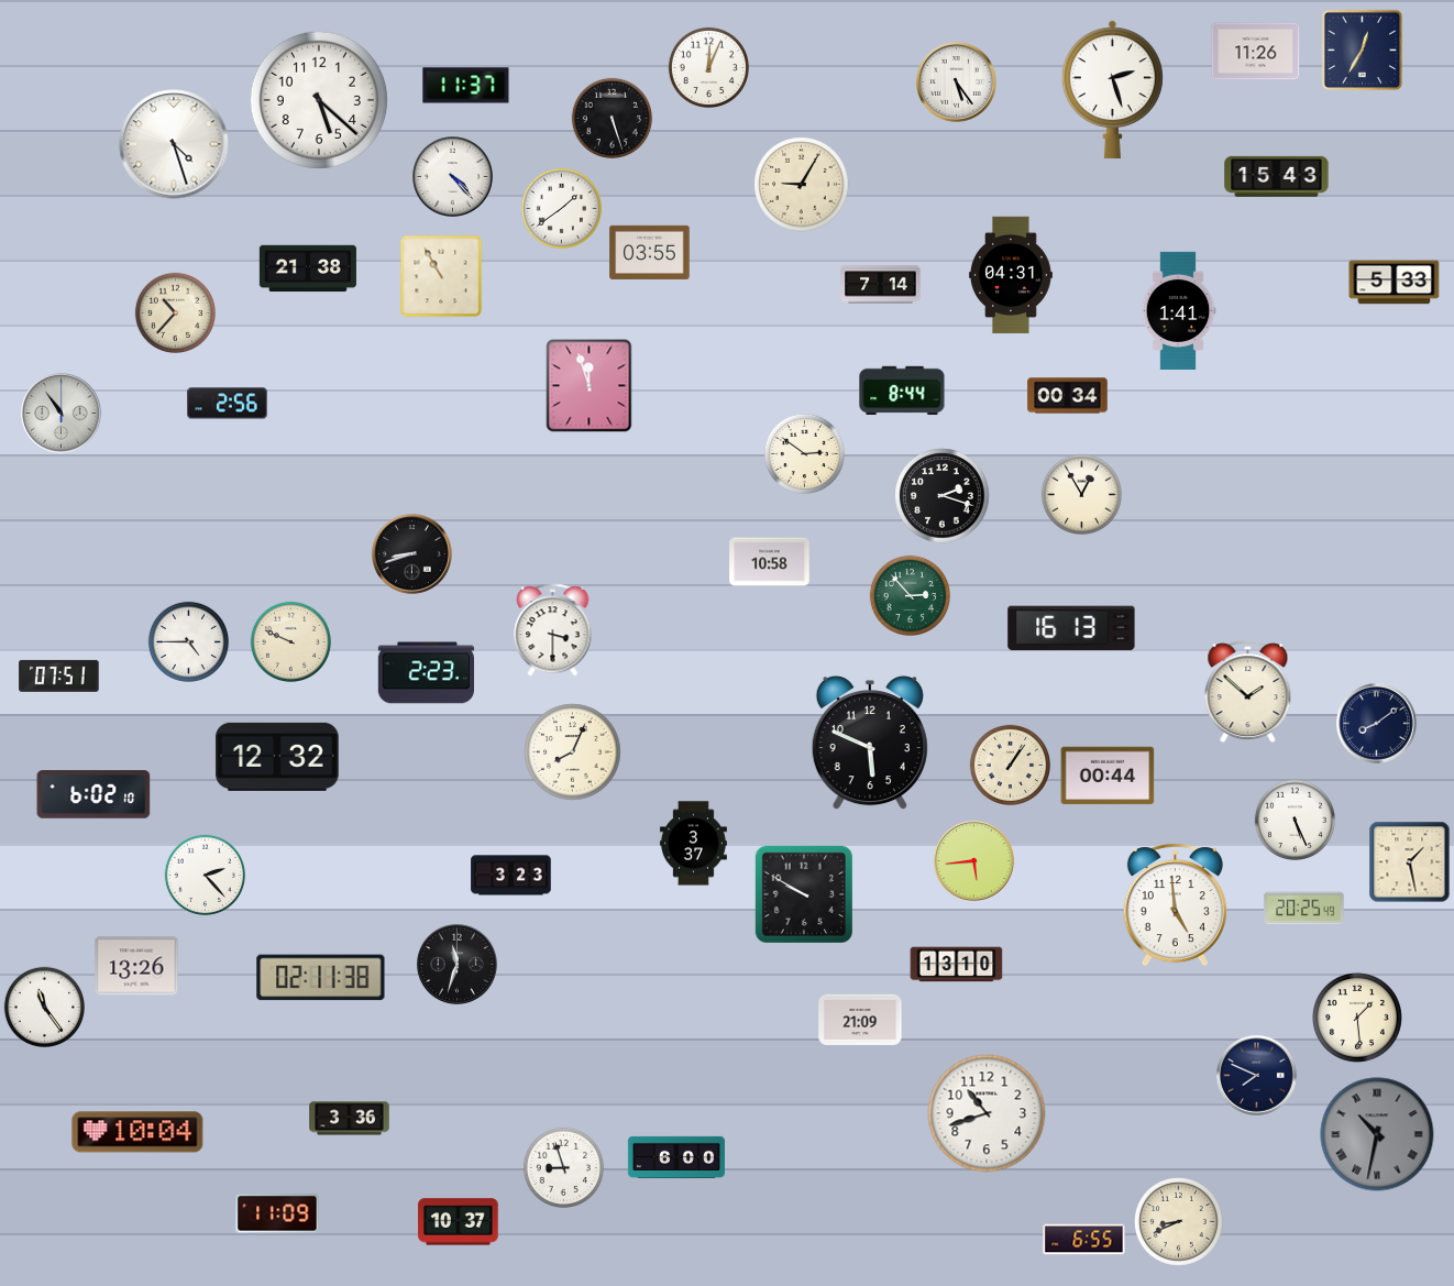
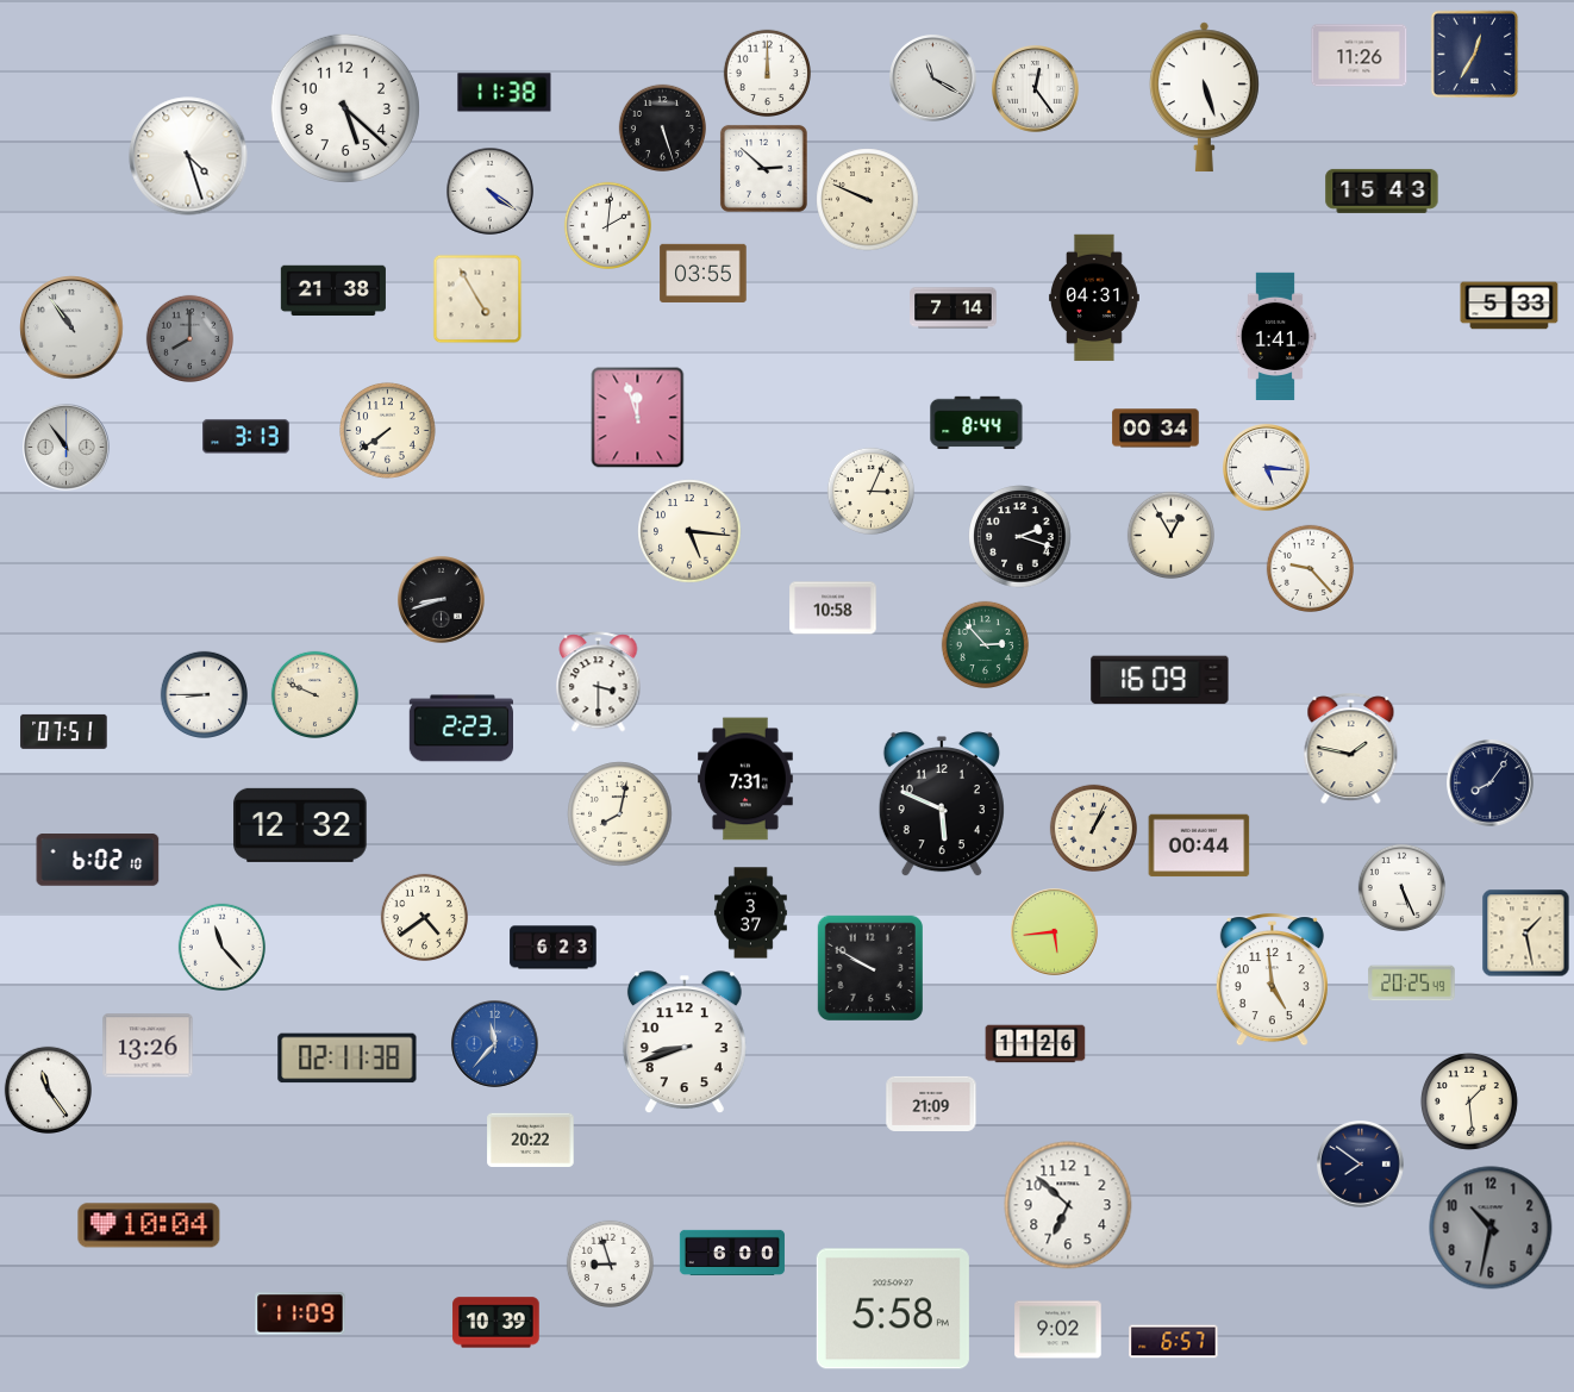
clock at (708, 67): 12:04 -> 12:00
clock at (933, 79): none -> 11:20
clock at (957, 83): 5:24 -> 12:24
clock at (466, 86): 11:37 -> 11:38
clock at (1112, 90): 2:27 -> 5:27
clock at (763, 168): none -> 2:52
clock at (453, 177): 4:23 -> 4:21
clock at (802, 185): 9:05 -> 9:49
clock at (561, 208): 1:39 -> 2:01
clock at (441, 276): 10:55 -> 4:55
clock at (71, 327): none -> 10:54
clock at (175, 312): 10:37 -> 8:00
clock at (175, 312) dial: cream -> grey
clock at (387, 430): none -> 7:39
clock at (228, 404): 2:56 -> 3:13
clock at (1267, 468): none -> 5:16
clock at (804, 453): 2:51 -> 3:04
clock at (689, 531): none -> 5:16
clock at (1310, 568): none -> 9:23
clock at (412, 554) position: (412, 554) -> (442, 600)
clock at (1071, 628): 16:13 -> 16:09
clock at (188, 641): 4:45 -> 8:45
clock at (1248, 692): 1:52 -> 1:47
clock at (747, 779): none -> 7:31
clock at (1377, 724): 8:09 -> 8:06
clock at (573, 752): 8:04 -> 8:02
clock at (278, 757) position: (278, 757) -> (301, 825)
clock at (1010, 765): 1:06 -> 1:04
clock at (1108, 776) position: (1108, 776) -> (1199, 845)
clock at (93, 794) position: (93, 794) -> (98, 860)
clock at (424, 917): none -> 4:39
clock at (205, 875): 2:23 -> 11:23
clock at (511, 876): 3:23 -> 6:23
clock at (685, 1043): none -> 8:42
clock at (458, 965): 11:33 -> 11:37
clock at (458, 965) dial: black -> blue
clock at (957, 965): 13:10 -> 11:26
clock at (531, 1140): none -> 20:22
clock at (1257, 1076): 7:49 -> 7:51
clock at (987, 1113): 10:42 -> 6:52
clock at (350, 1119): 3:36 -> none
clock at (1377, 1134) numerals: Roman -> Arabic
clock at (893, 1309): none -> 5:58
clock at (1178, 1221): 8:41 -> none
clock at (459, 1222): 10:37 -> 10:39
clock at (1058, 1330): none -> 9:02
clock at (1084, 1240): 6:55 -> 6:57
